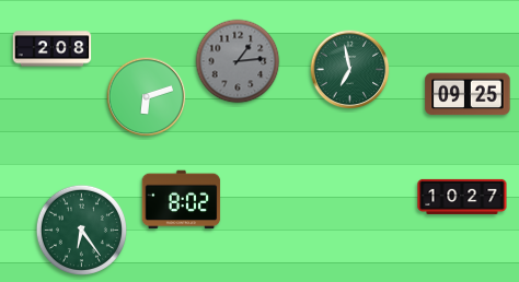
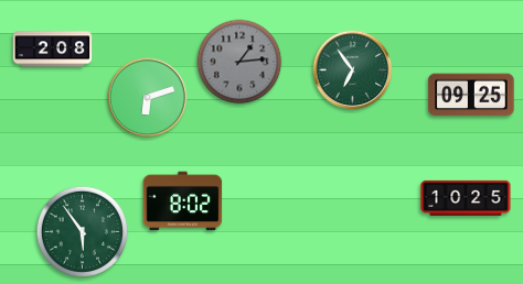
clock at (350, 70): 6:58 -> 6:54
clock at (462, 197): 10:27 -> 10:25
clock at (81, 230): 6:24 -> 5:54
